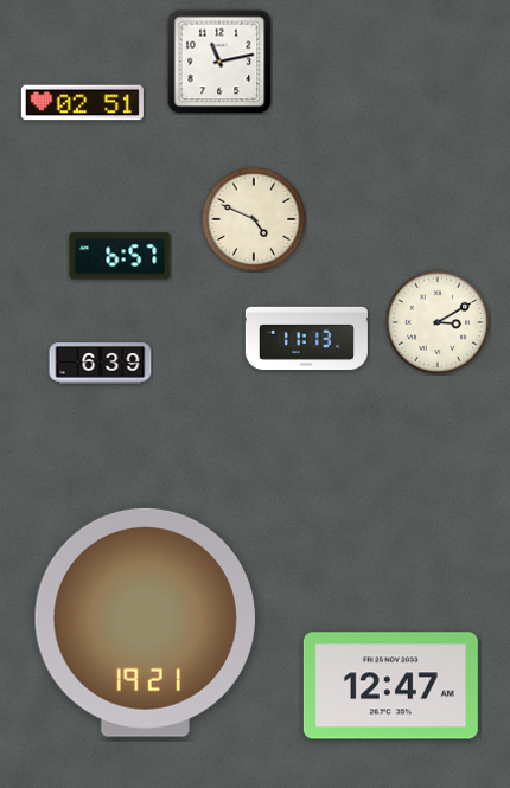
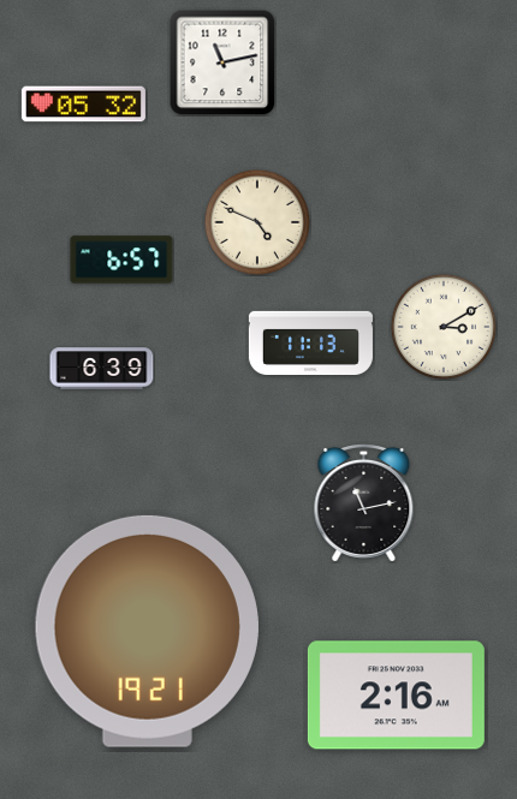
clock at (82, 103): 02:51 -> 05:32
clock at (364, 503): none -> 11:13
clock at (390, 686): 12:47 -> 2:16
